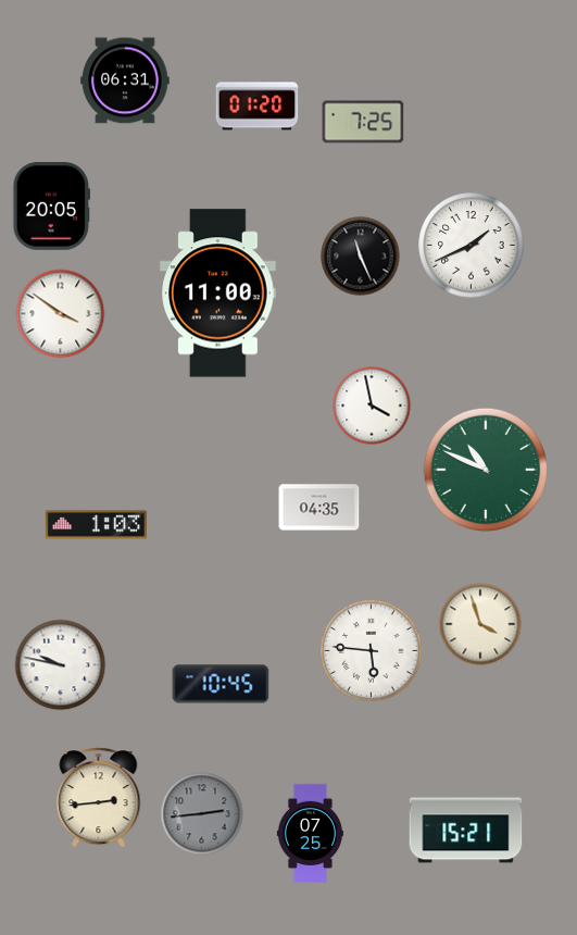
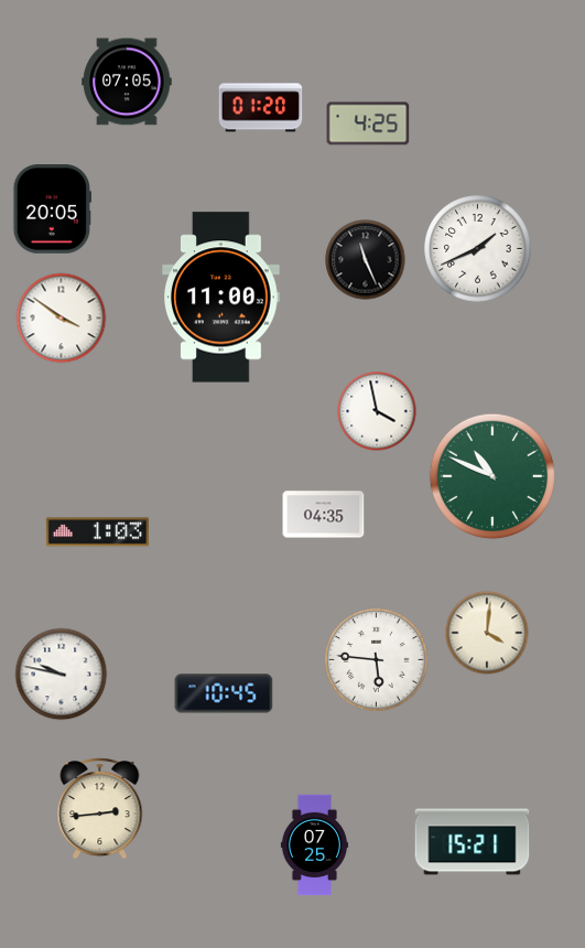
clock at (125, 80): 06:31 -> 07:05
clock at (363, 122): 7:25 -> 4:25
clock at (480, 624): 3:57 -> 4:01
clock at (202, 814): 2:44 -> none
